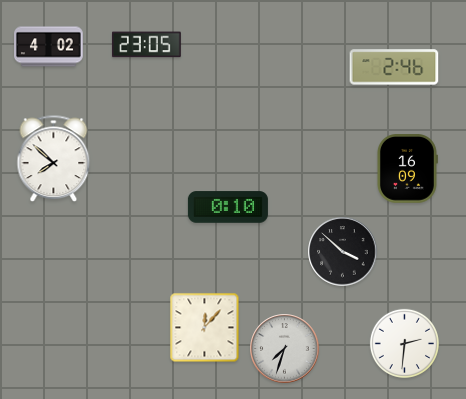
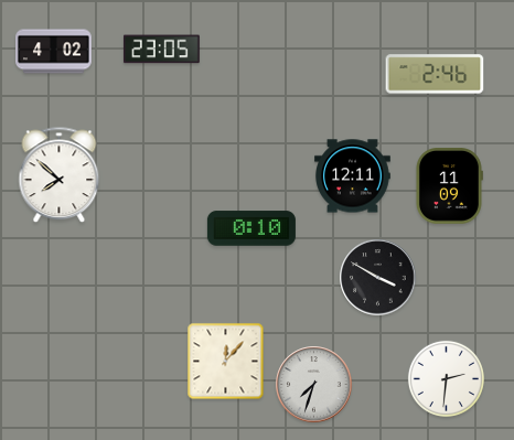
clock at (353, 176): none -> 12:11
clock at (407, 169): 16:09 -> 11:09
clock at (343, 252): 3:52 -> 3:50
